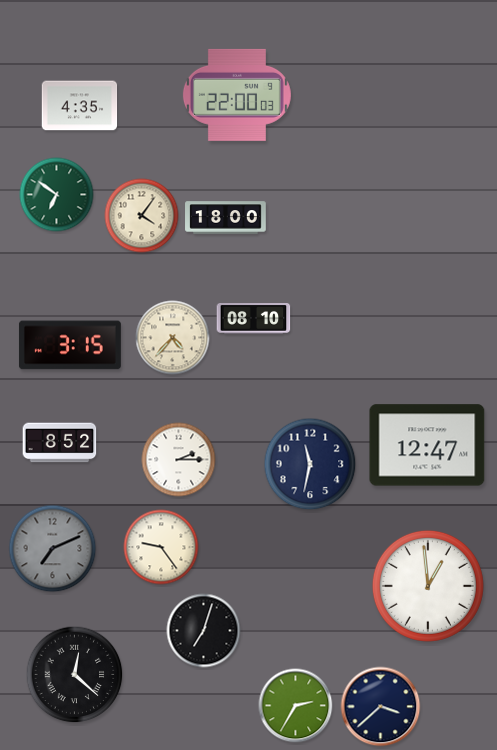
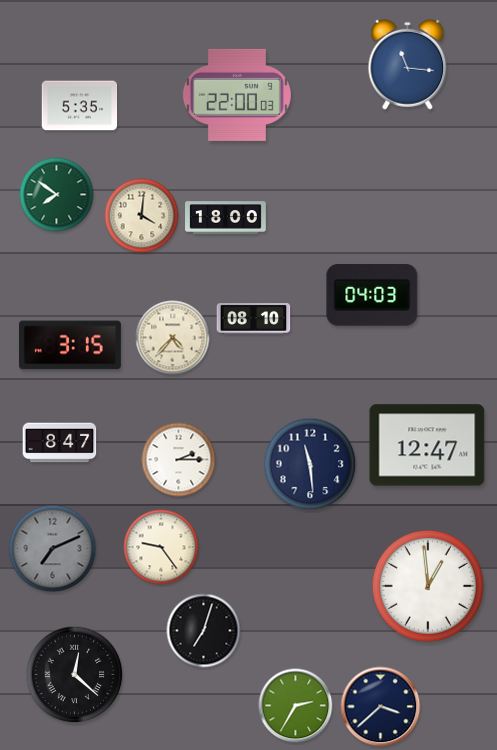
clock at (408, 64): none -> 11:16
clock at (80, 106): 4:35 -> 5:35
clock at (57, 195): 6:51 -> 7:51
clock at (142, 216): 4:06 -> 4:01
clock at (372, 295): none -> 04:03
clock at (60, 443): 8:52 -> 8:47
clock at (310, 464): 11:32 -> 11:29
